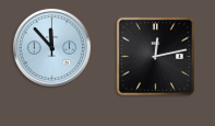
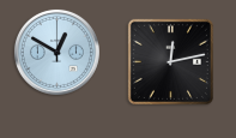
clock at (51, 47): 11:53 -> 12:50
